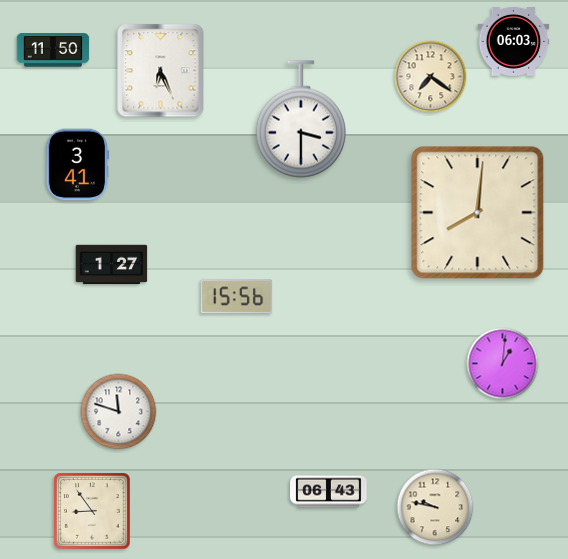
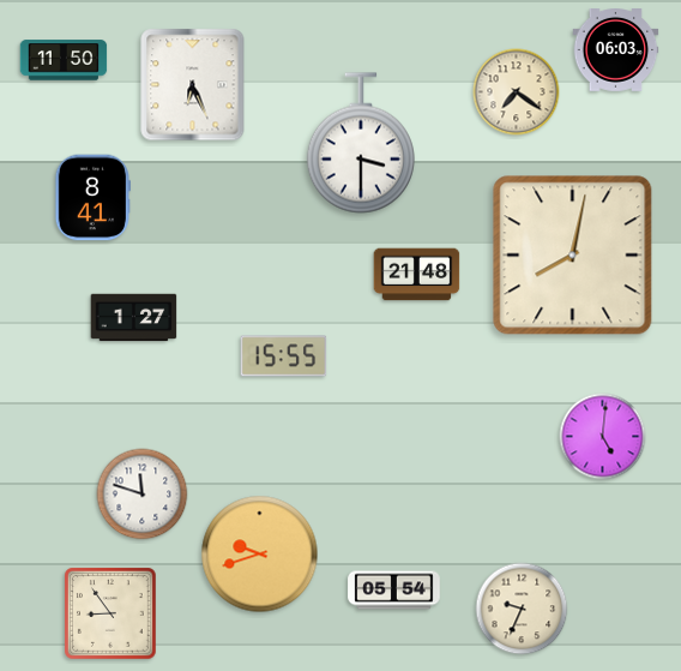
clock at (77, 165): 3:41 -> 8:41
clock at (478, 213): 8:01 -> 8:02
clock at (417, 275): none -> 21:48
clock at (237, 297): 15:56 -> 15:55
clock at (503, 364): 1:01 -> 5:01
clock at (260, 555): none -> 9:42
clock at (329, 492): 06:43 -> 05:54
clock at (435, 507): 9:47 -> 9:34
